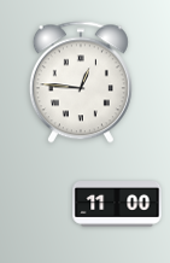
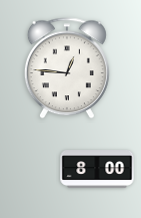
clock at (117, 205): 11:00 -> 8:00
